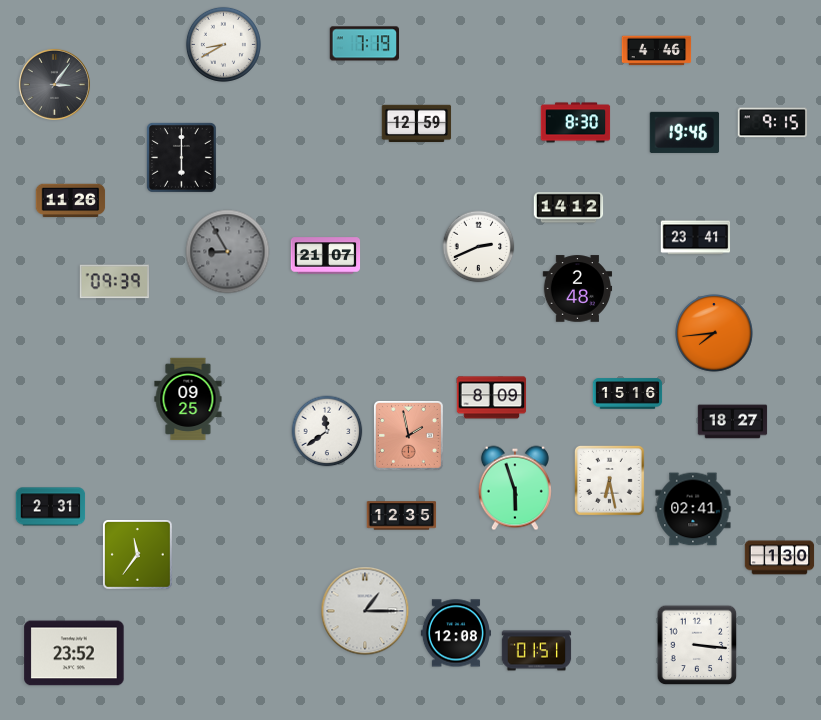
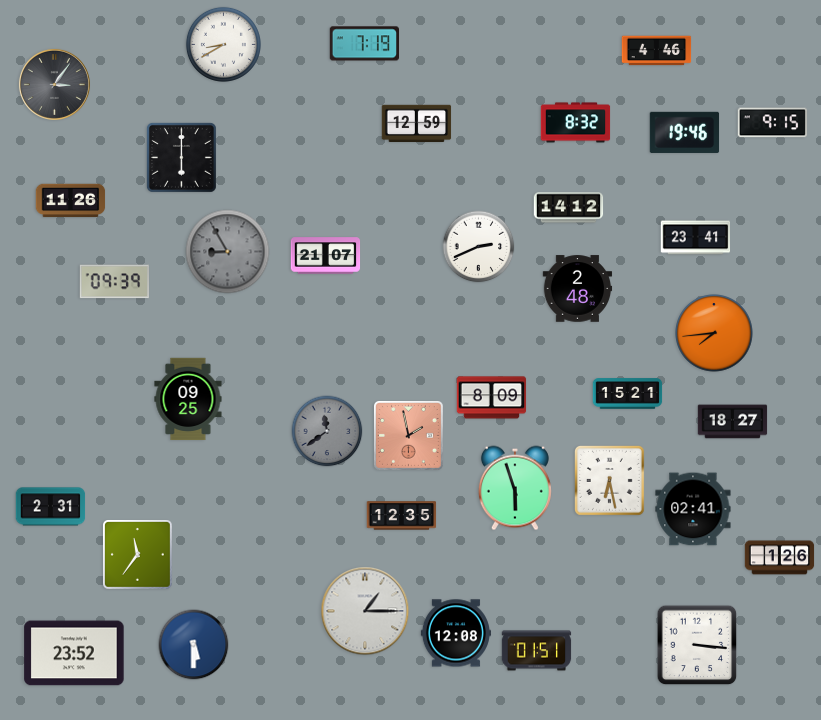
clock at (576, 123): 8:30 -> 8:32
clock at (628, 394): 15:16 -> 15:21
clock at (327, 431) dial: white -> grey
clock at (780, 558): 1:30 -> 1:26
clock at (194, 645): none -> 5:30
